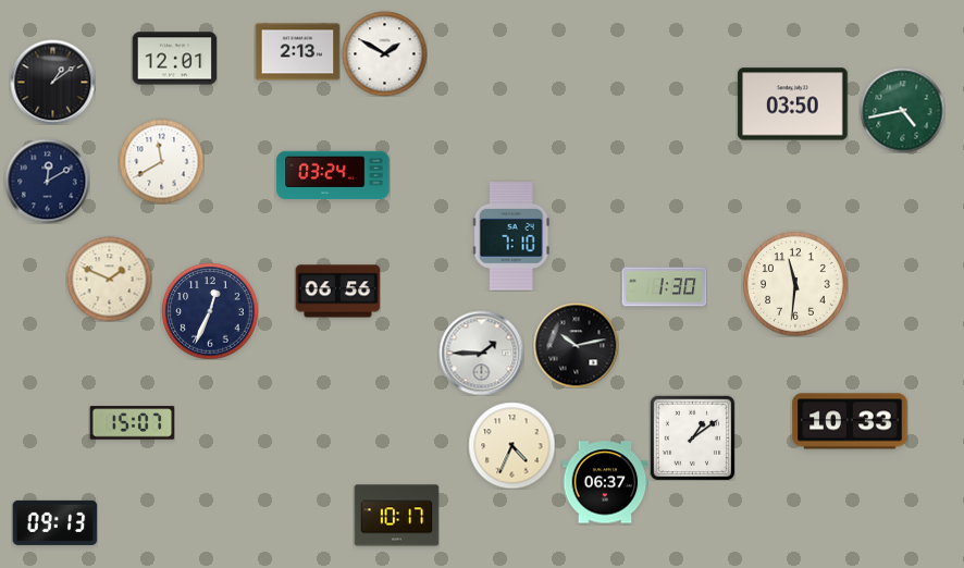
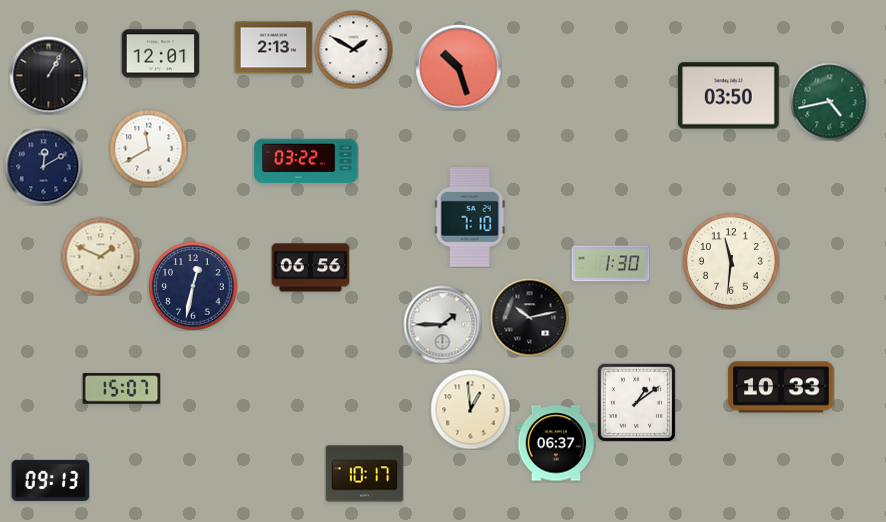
clock at (458, 67): none -> 10:27
clock at (52, 82): 1:09 -> 1:05
clock at (333, 175): 03:24 -> 03:22
clock at (210, 311): 12:34 -> 12:32
clock at (511, 445): 4:34 -> 12:59
